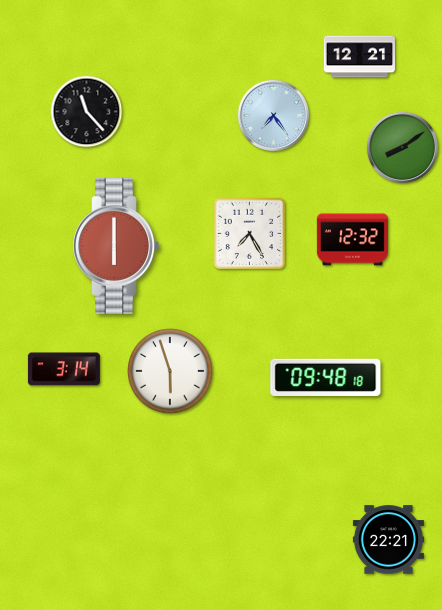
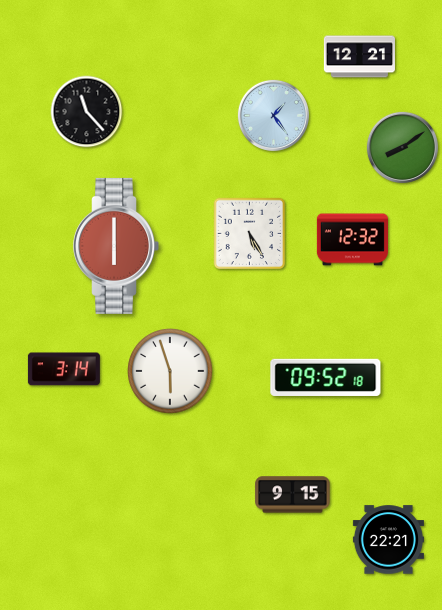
clock at (273, 115): 7:24 -> 1:24
clock at (249, 233): 7:25 -> 5:25
clock at (326, 377): 09:48 -> 09:52
clock at (293, 495): none -> 9:15
